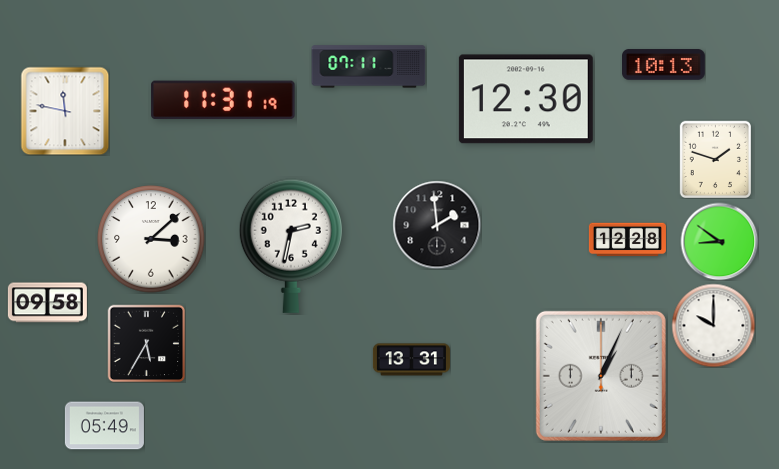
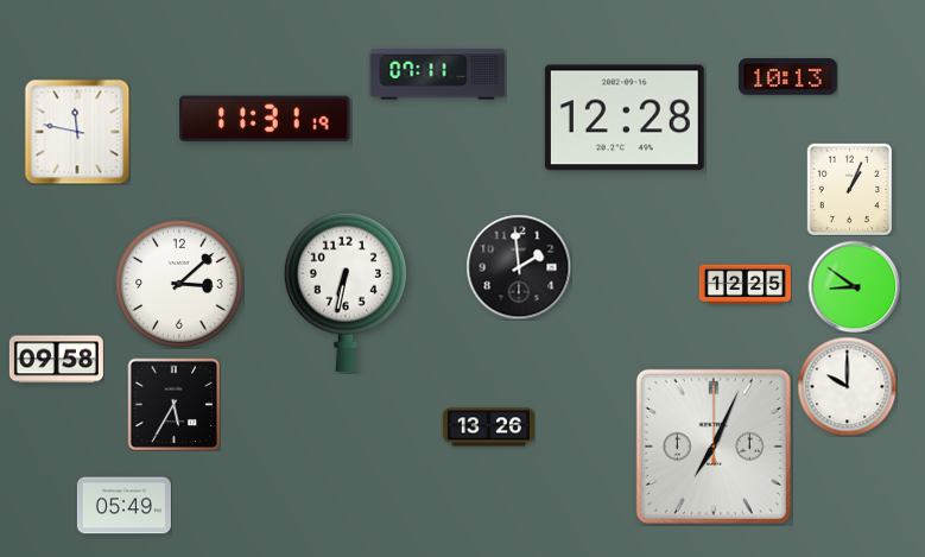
clock at (369, 67) position: (369, 67) -> (438, 75)
clock at (526, 99): 12:30 -> 12:28
clock at (716, 159): 1:48 -> 1:04
clock at (627, 240): 12:28 -> 12:25
clock at (291, 246): 2:32 -> 6:32
clock at (146, 343) position: (146, 343) -> (173, 404)
clock at (411, 360): 13:31 -> 13:26
clock at (601, 376): 1:04 -> 7:04
